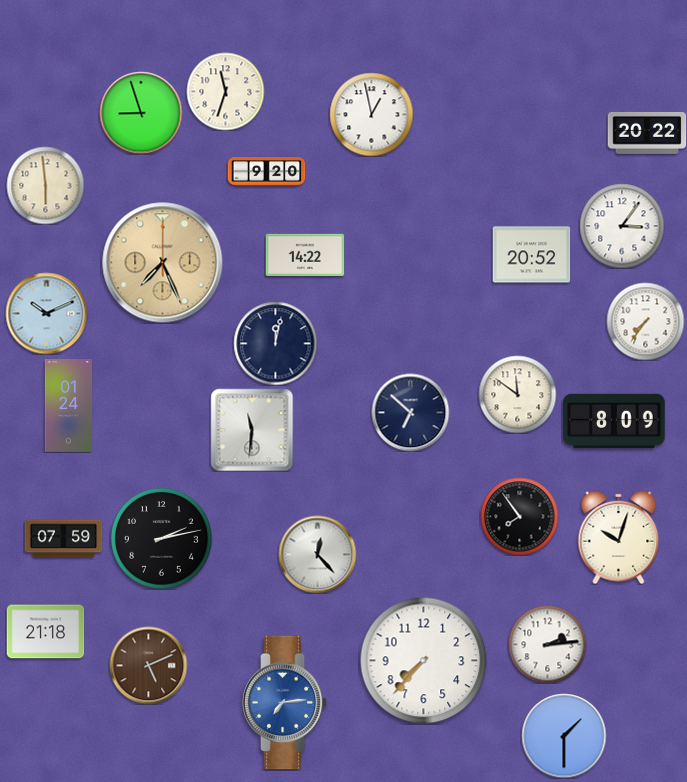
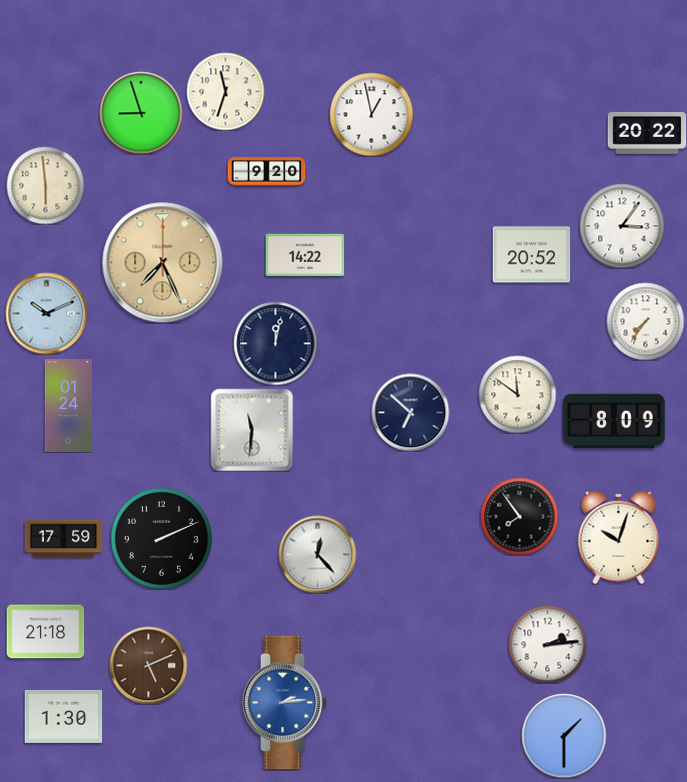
clock at (161, 538): 2:13 -> 2:11
clock at (63, 539): 07:59 -> 17:59
clock at (423, 660): 7:37 -> none
clock at (285, 703): 7:14 -> 2:14
clock at (63, 716): none -> 1:30
